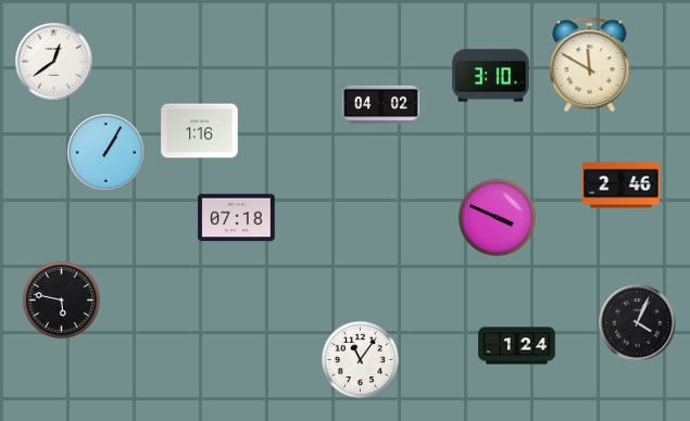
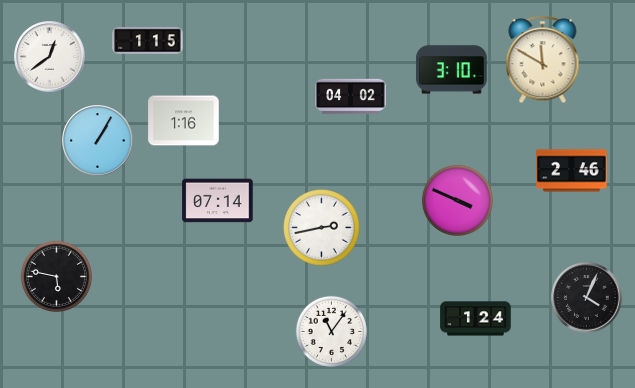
clock at (148, 41): none -> 1:15
clock at (237, 218): 07:18 -> 07:14
clock at (322, 228): none -> 2:43
